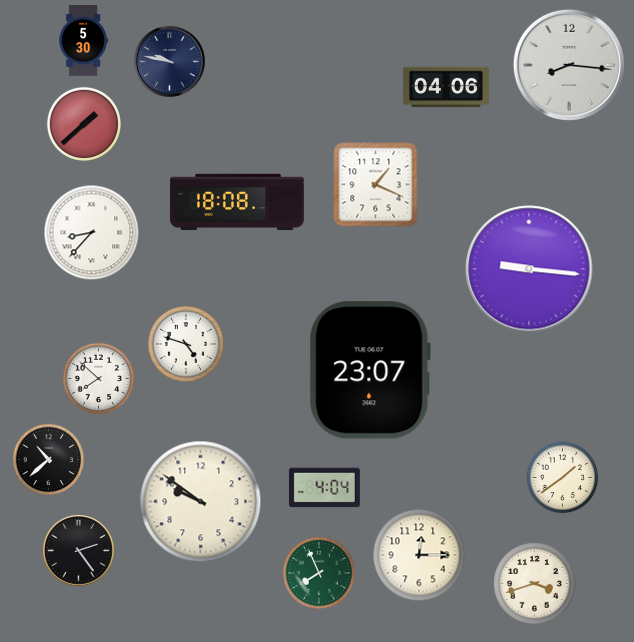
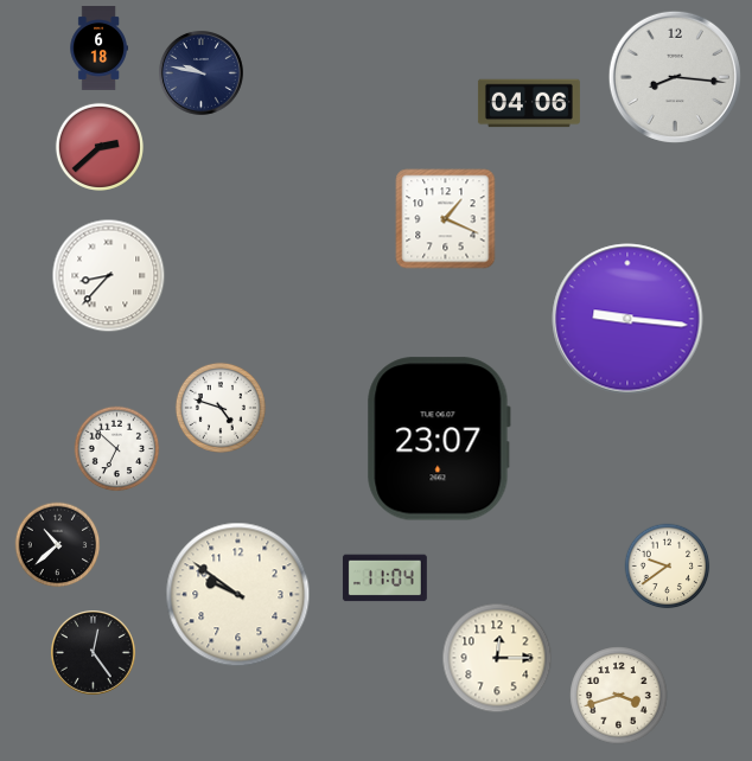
clock at (83, 41): 5:30 -> 6:18
clock at (83, 123): 1:38 -> 2:38
clock at (238, 202): 18:08 -> none
clock at (99, 379): 7:52 -> 6:52
clock at (563, 478): 1:39 -> 9:39
clock at (324, 488): 4:04 -> 11:04
clock at (78, 550): 2:24 -> 12:24
clock at (319, 573): 7:56 -> none
clock at (535, 584) position: (535, 584) -> (619, 696)
